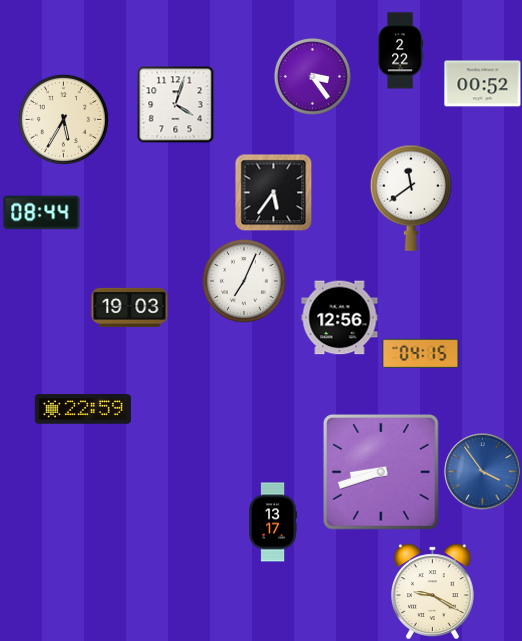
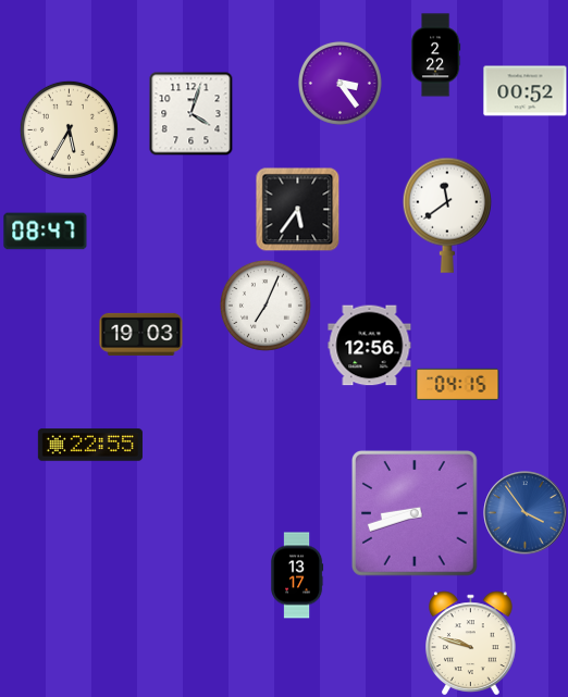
clock at (42, 213): 08:44 -> 08:47
clock at (83, 409): 22:59 -> 22:55
clock at (273, 522) position: (273, 522) -> (297, 575)
clock at (433, 592): 9:20 -> 9:48
